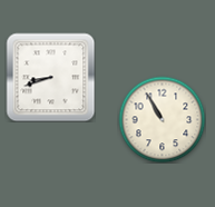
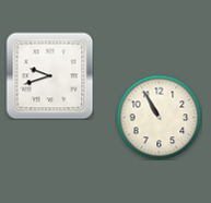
clock at (50, 77): 8:42 -> 9:42
